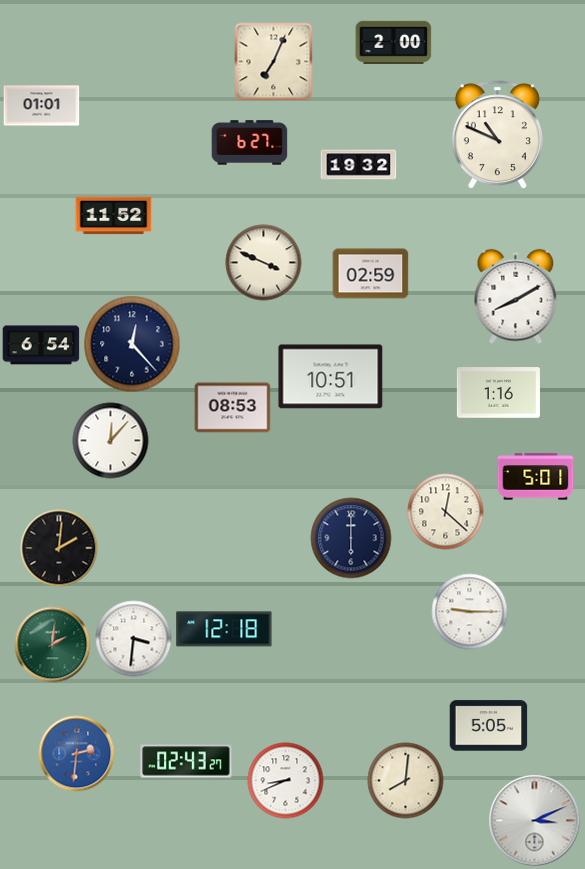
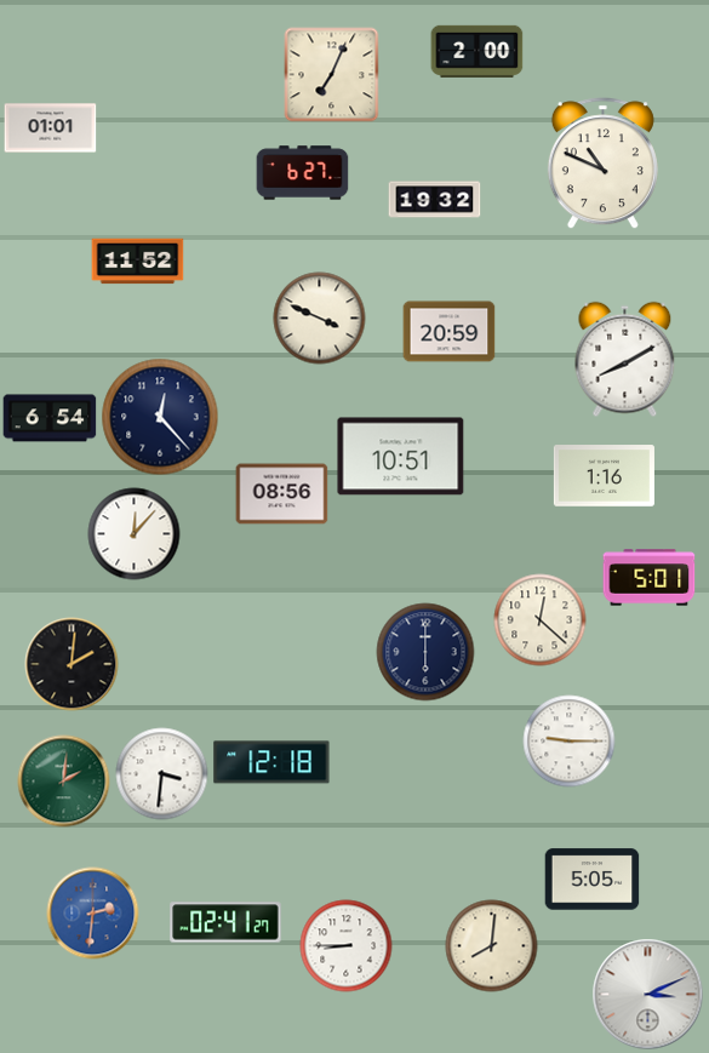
clock at (371, 274): 02:59 -> 20:59
clock at (233, 408): 08:53 -> 08:56
clock at (186, 761): 02:43 -> 02:41
clock at (286, 781): 8:41 -> 8:45
